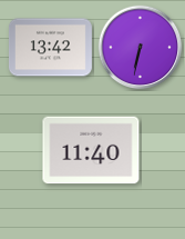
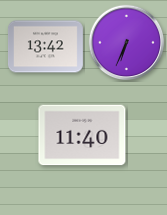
clock at (50, 48) position: (50, 48) -> (45, 47)
clock at (141, 48): 6:32 -> 6:34
